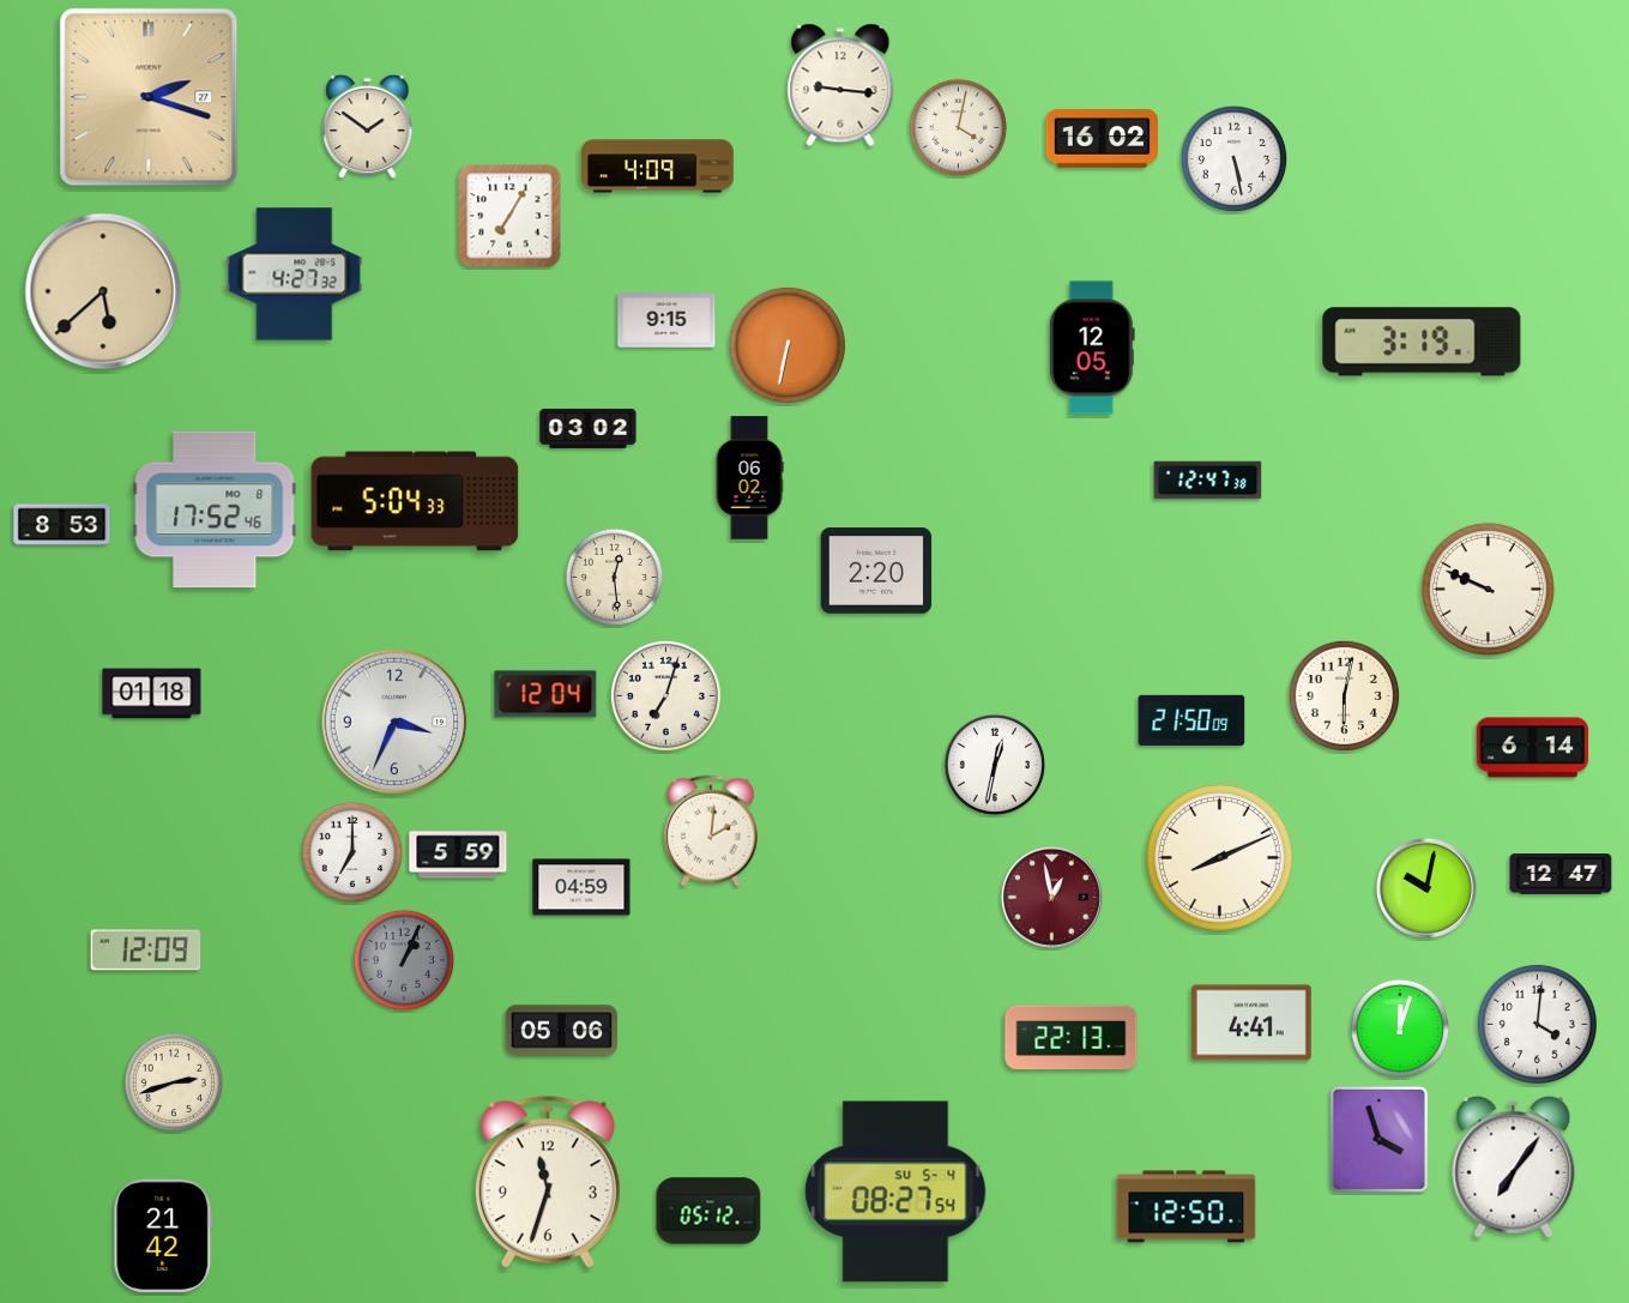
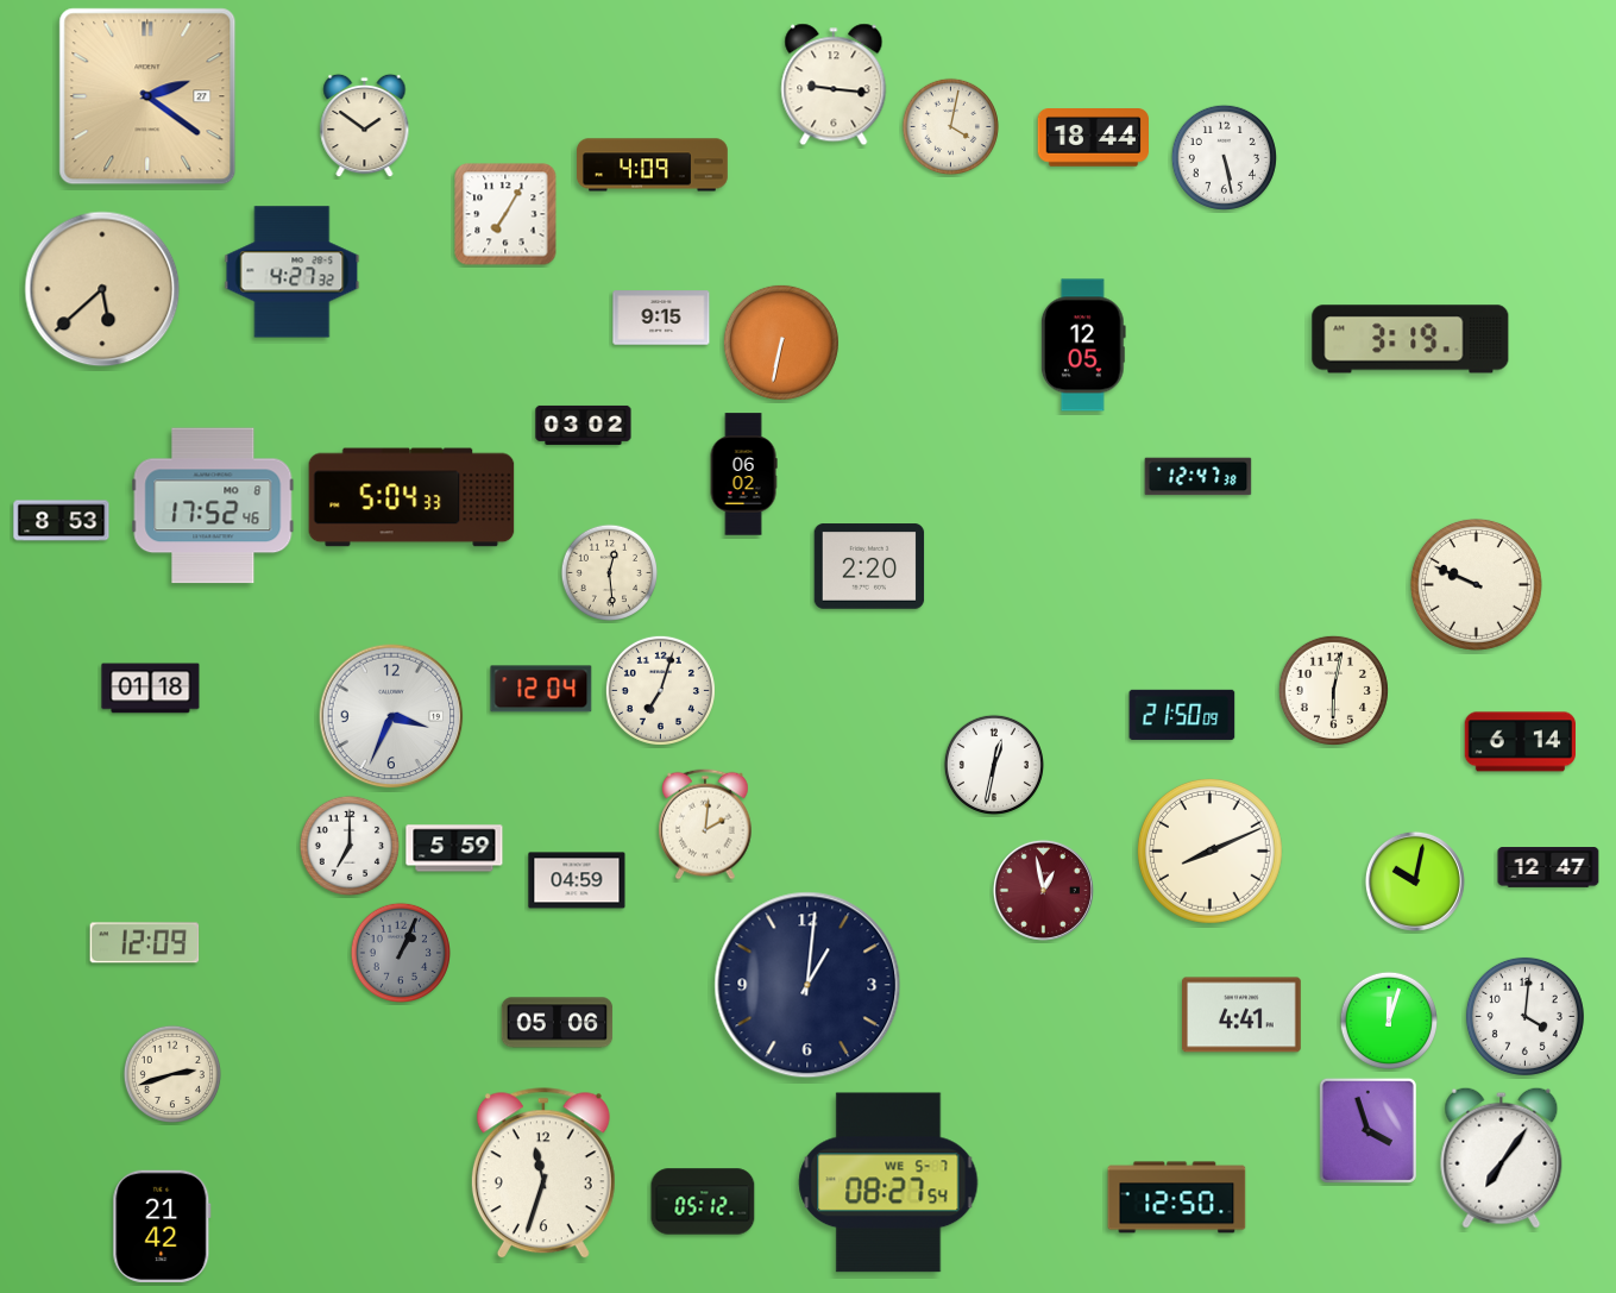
clock at (149, 97): 2:18 -> 2:21
clock at (1103, 139): 16:02 -> 18:44
clock at (994, 764) position: (994, 764) -> (993, 764)
clock at (807, 985): none -> 1:01
clock at (1072, 1038): 22:13 -> none
clock at (895, 1192) date: SU 5-4 -> WE 5-7
